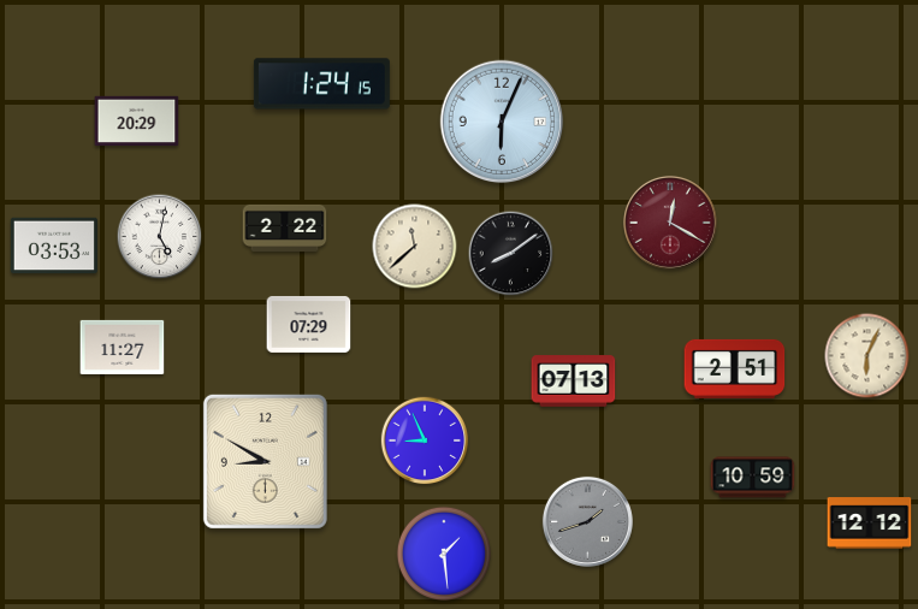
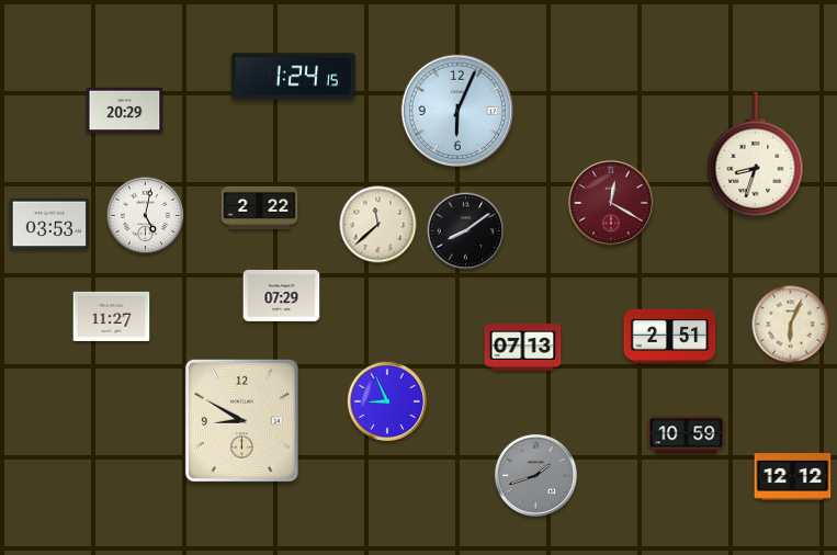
clock at (756, 154): none -> 8:33
clock at (443, 552): 1:29 -> none
